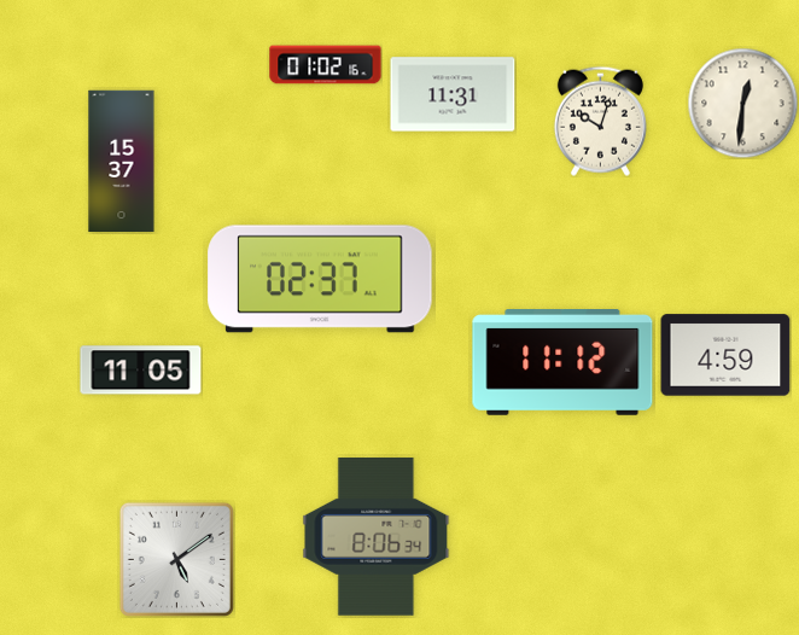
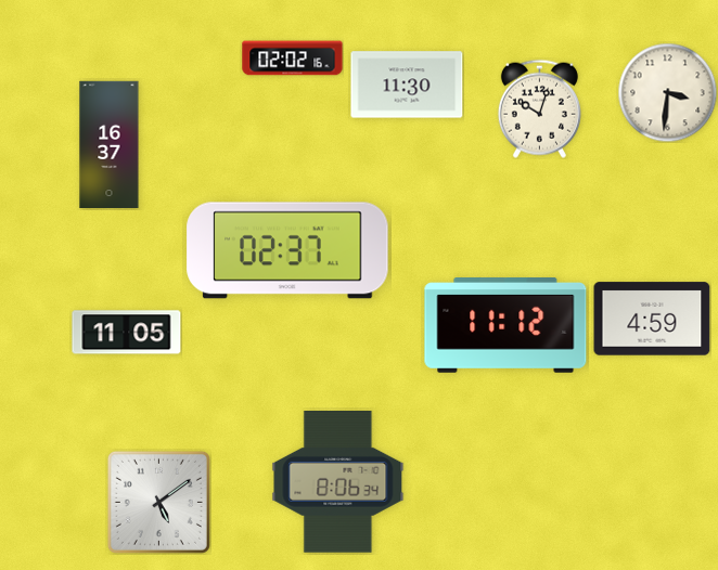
clock at (326, 65): 01:02 -> 02:02
clock at (453, 94): 11:31 -> 11:30
clock at (742, 103): 12:31 -> 3:31
clock at (122, 162): 15:37 -> 16:37
